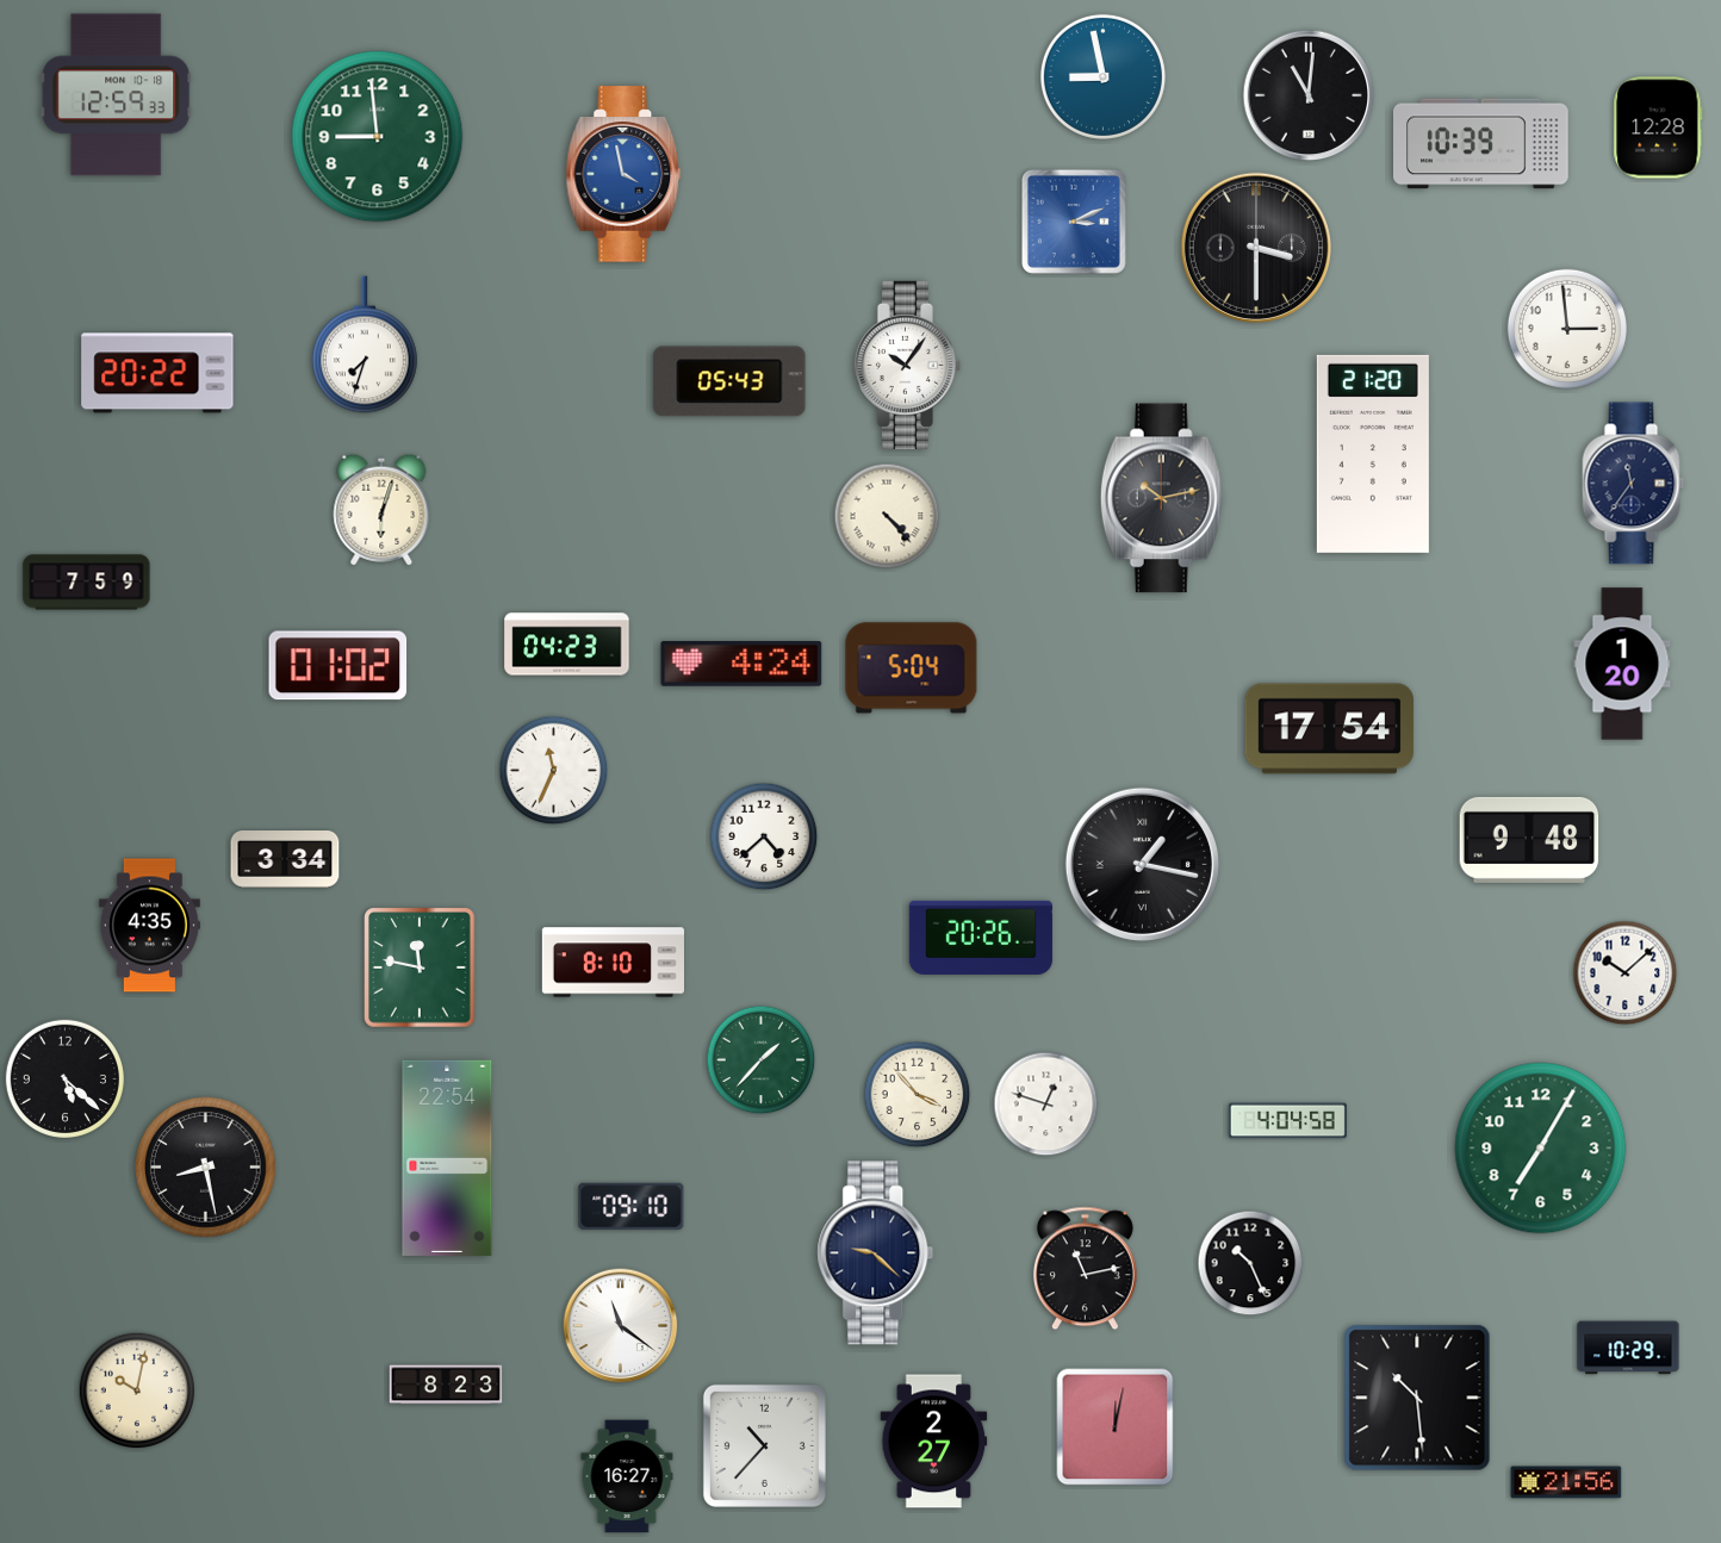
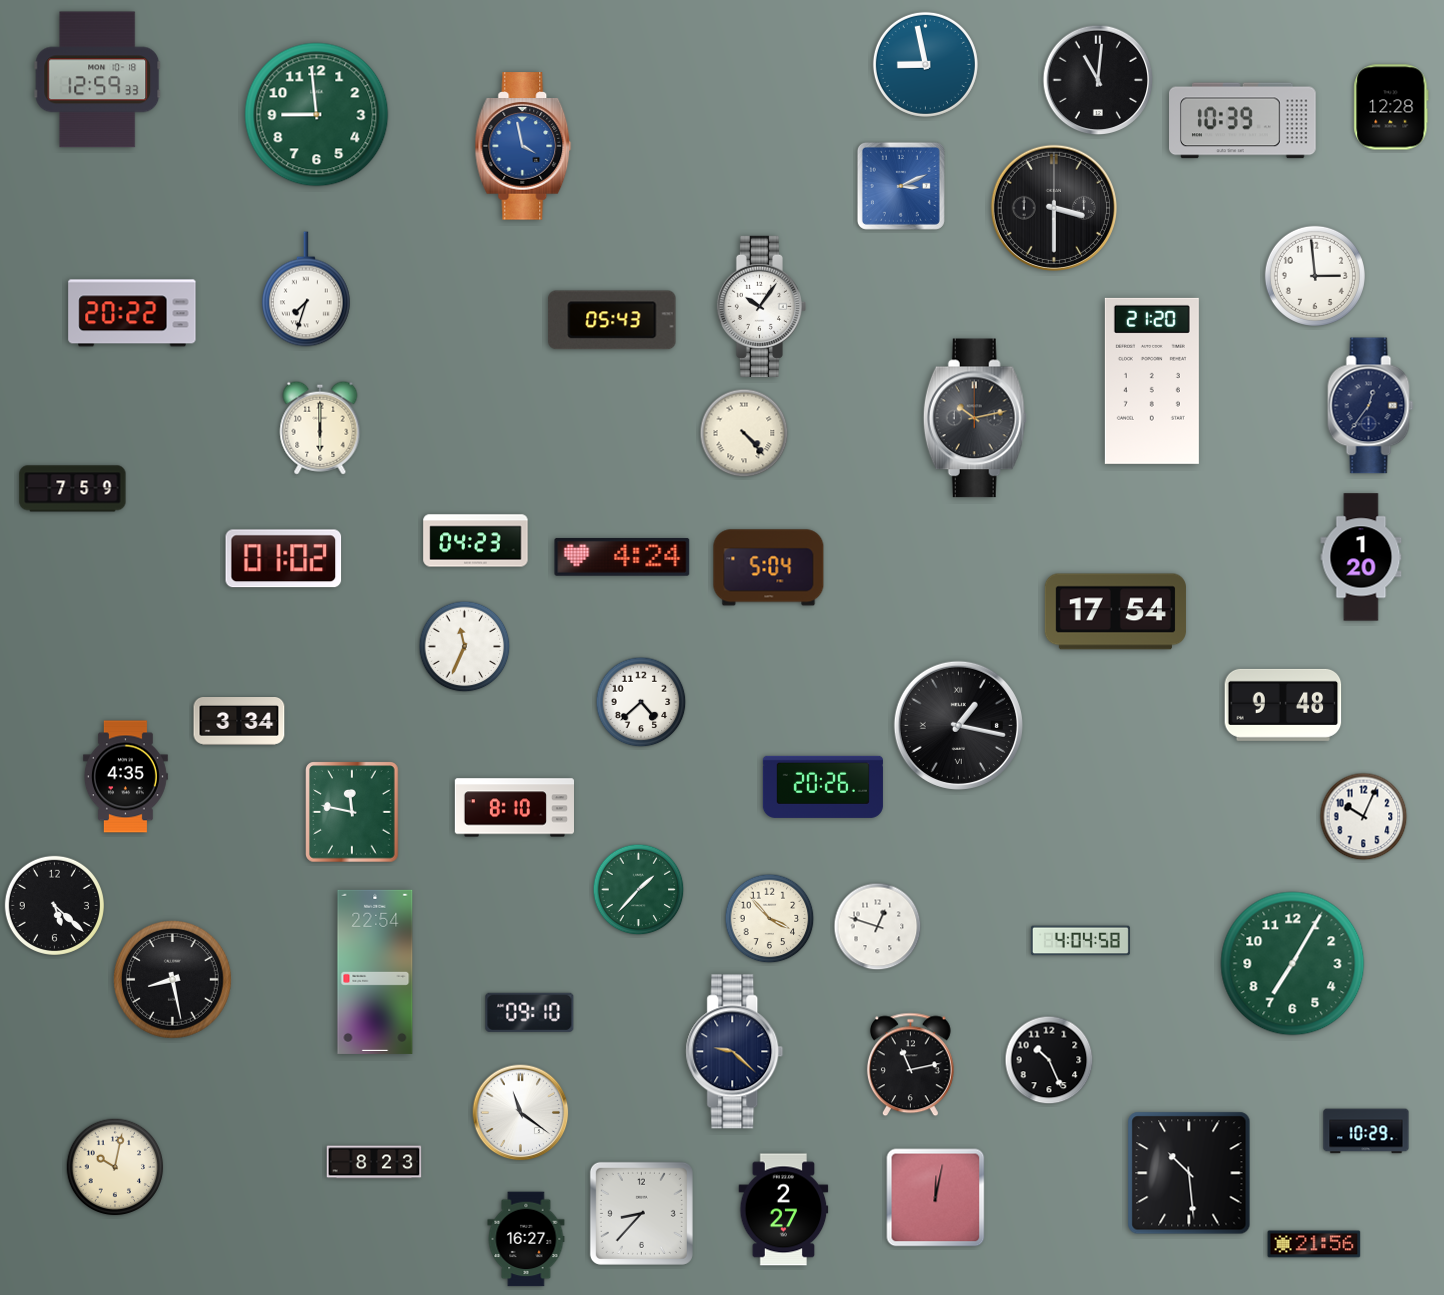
clock at (1634, 484): 11:36 -> 12:36
clock at (381, 510): 6:03 -> 6:00
clock at (912, 668) position: (912, 668) -> (769, 568)
clock at (1626, 973): 10:08 -> 10:04
clock at (764, 1445): 10:37 -> 8:37
